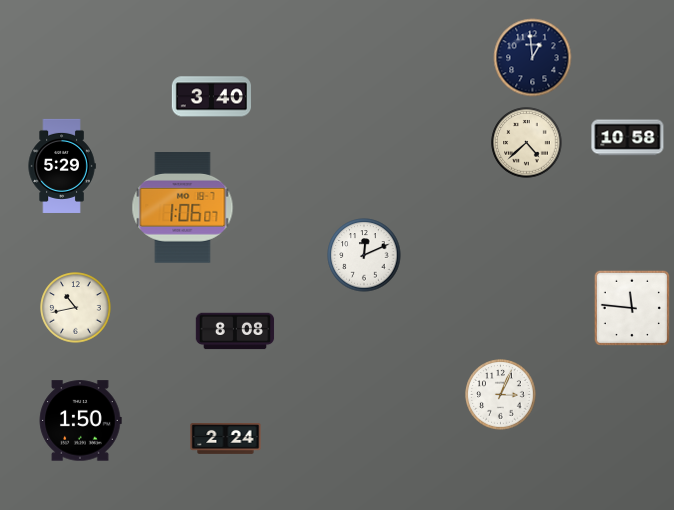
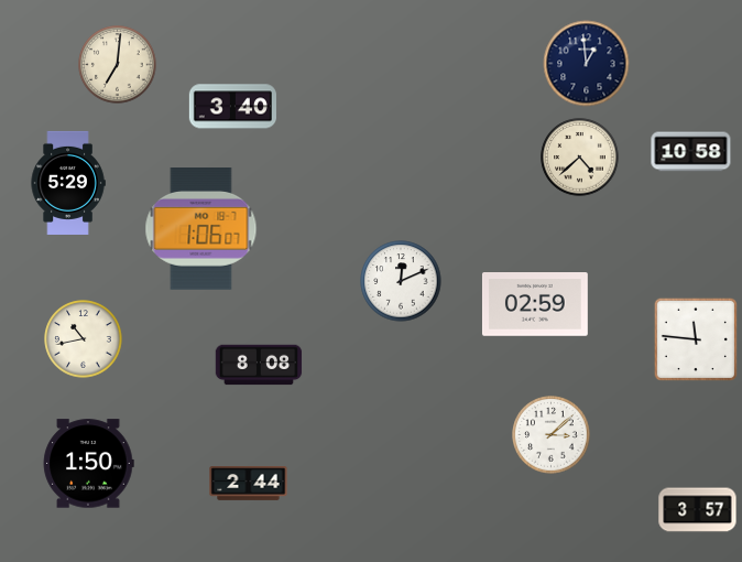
clock at (118, 65): none -> 7:01
clock at (535, 305): none -> 02:59
clock at (501, 395): 3:04 -> 3:08
clock at (226, 439): 2:24 -> 2:44
clock at (698, 510): none -> 3:57
